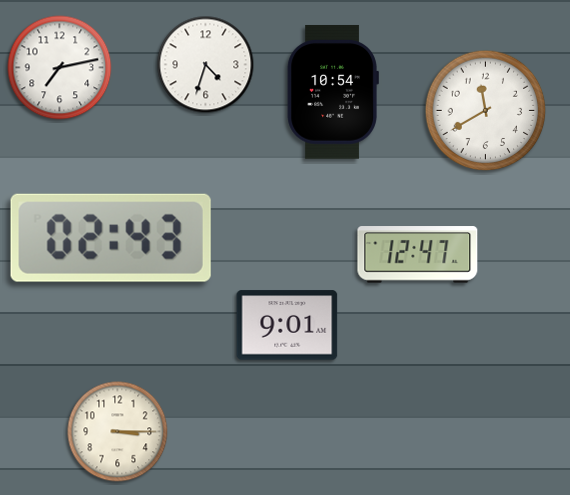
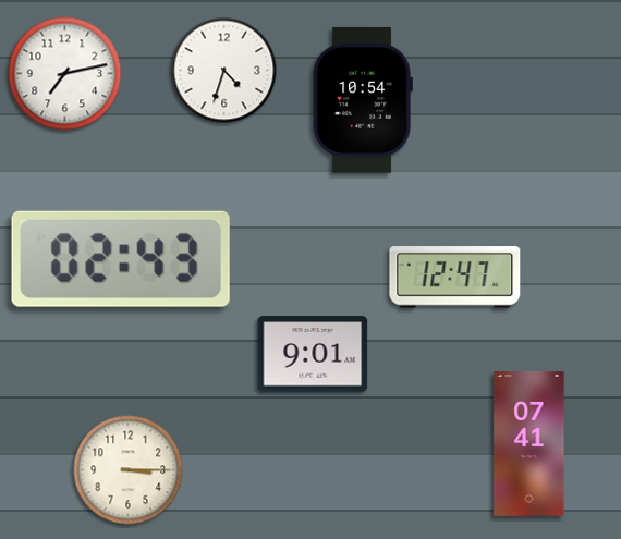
clock at (486, 111): 11:40 -> none
clock at (529, 443): none -> 07:41
